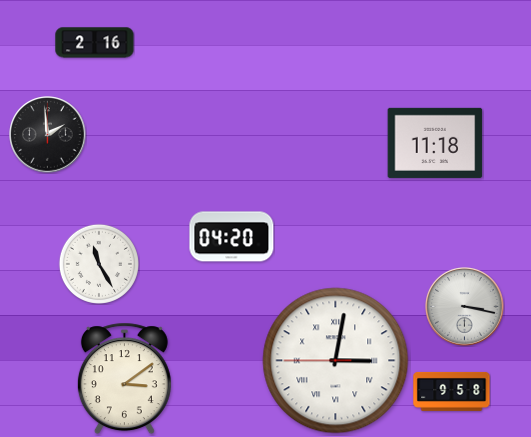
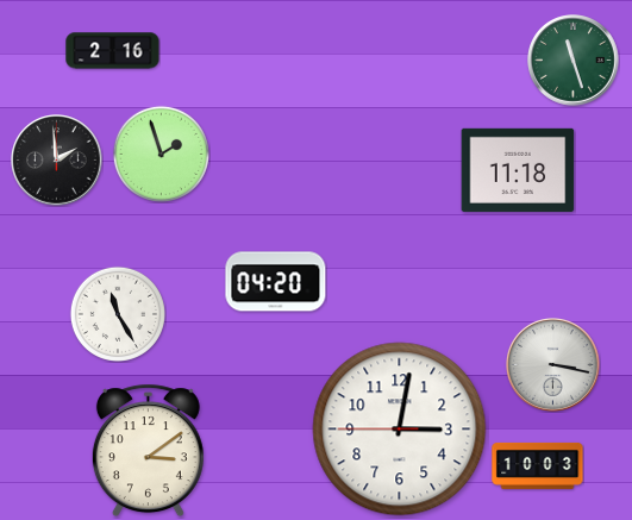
clock at (574, 61): none -> 11:27
clock at (161, 154): none -> 1:57
clock at (336, 361) numerals: Roman -> Arabic
clock at (452, 391): 9:58 -> 10:03
